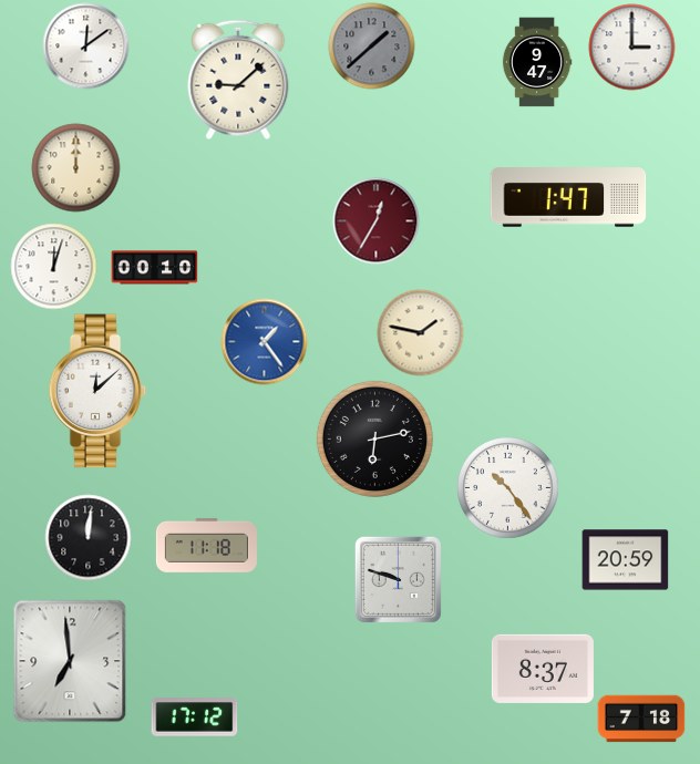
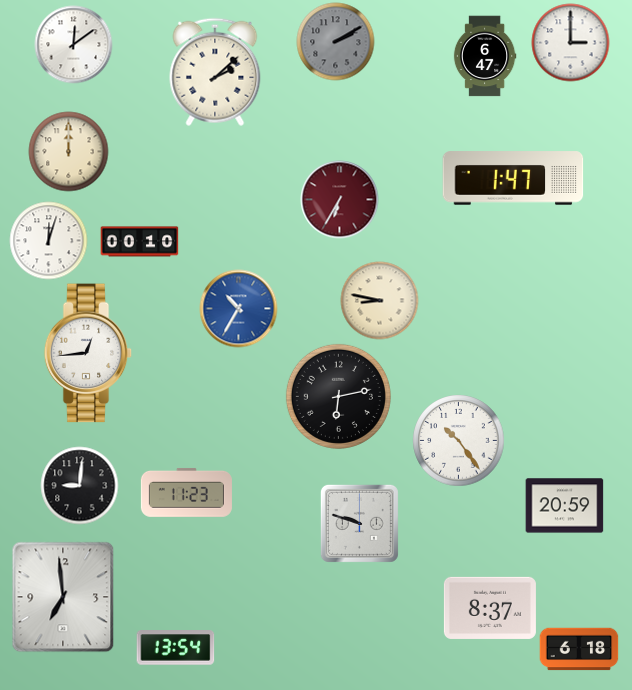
clock at (85, 45) position: (85, 45) -> (73, 44)
clock at (371, 45): 1:38 -> 2:10
clock at (537, 62): 9:47 -> 6:47
clock at (238, 80): 9:08 -> 2:08
clock at (375, 220): 12:35 -> 6:35
clock at (420, 332): 1:47 -> 8:47
clock at (264, 341): 1:24 -> 10:35
clock at (97, 391): 12:08 -> 12:44
clock at (87, 537): 12:01 -> 9:01
clock at (206, 545): 11:18 -> 11:23
clock at (543, 669) position: (543, 669) -> (490, 608)
clock at (194, 717): 17:12 -> 13:54
clock at (641, 719): 7:18 -> 6:18
